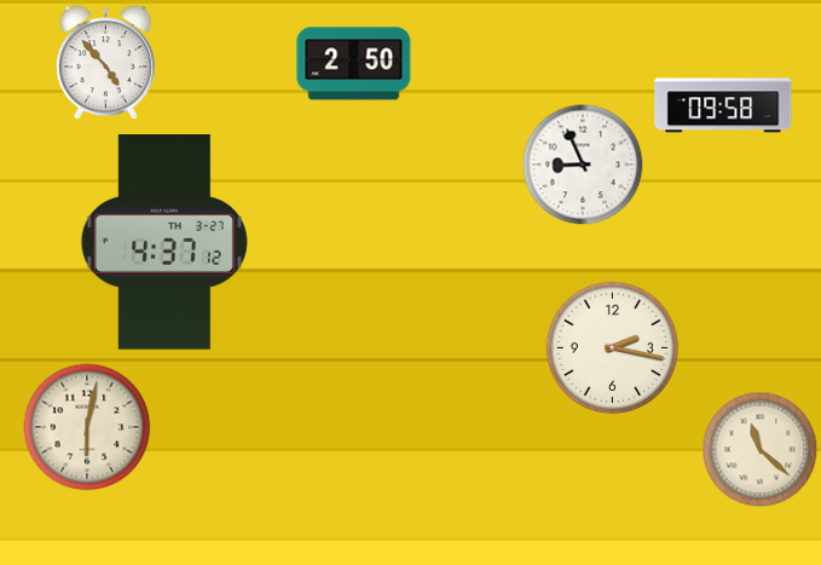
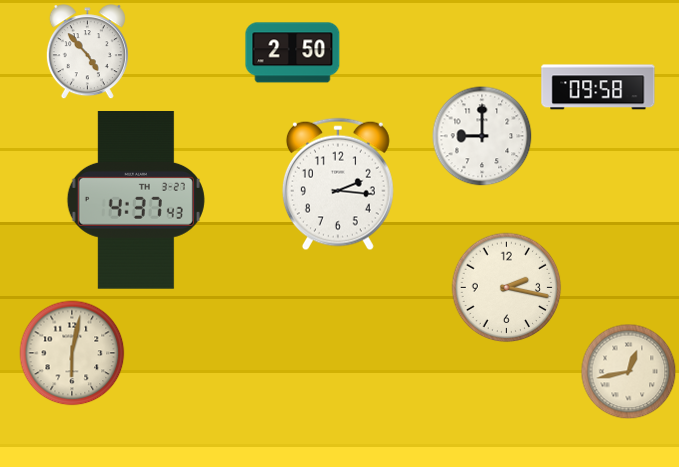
clock at (583, 165): 8:56 -> 9:00
clock at (338, 184): none -> 2:16
clock at (164, 243): 4:37:12 -> 4:37:43
clock at (761, 450): 11:22 -> 12:43
